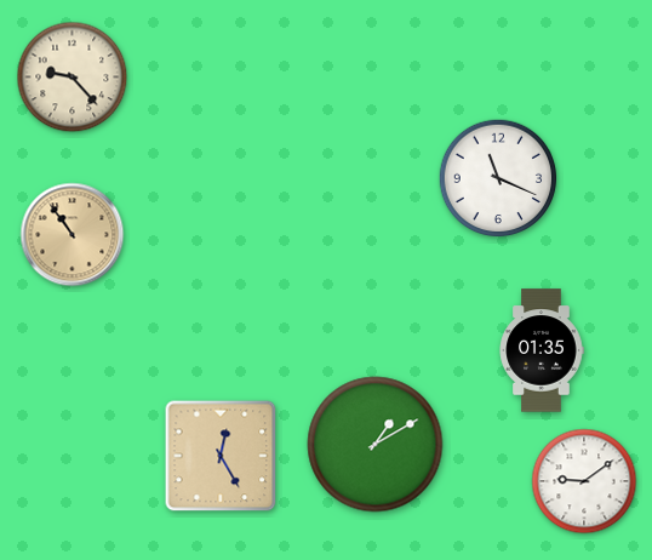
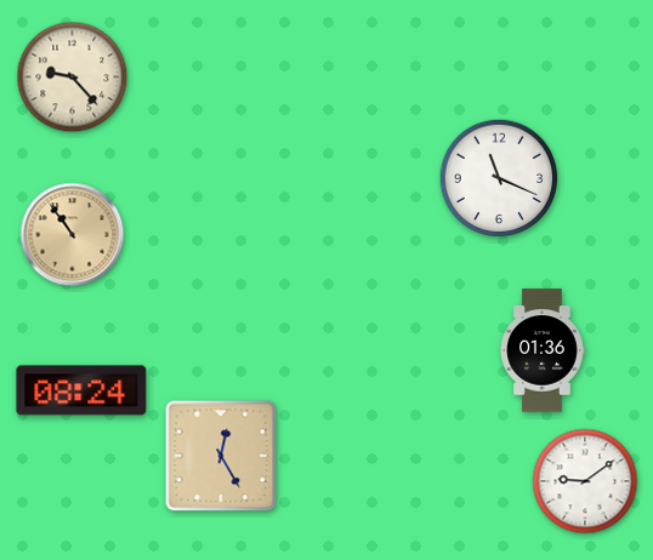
clock at (542, 350): 01:35 -> 01:36
clock at (81, 390): none -> 08:24
clock at (376, 445): 1:10 -> none
